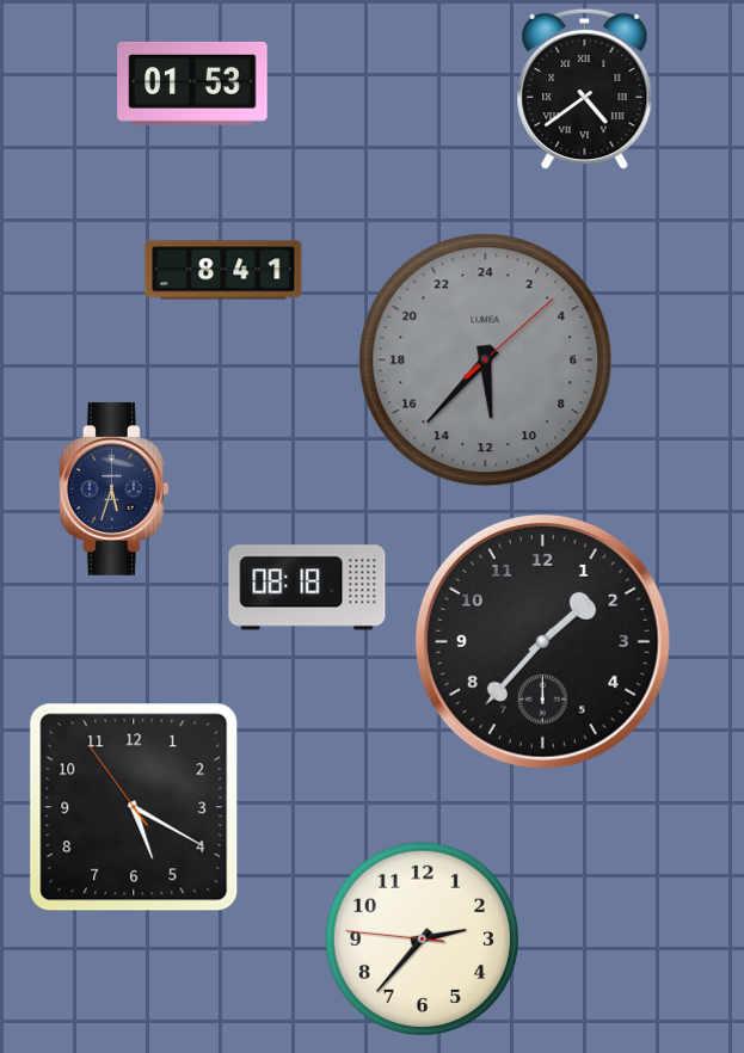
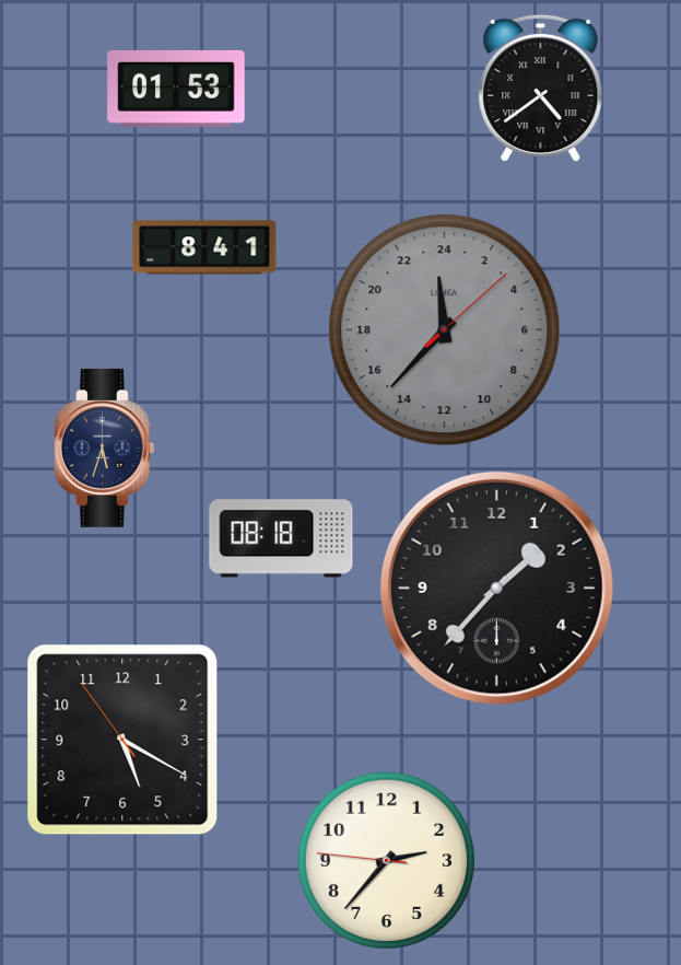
clock at (192, 84) position: (192, 84) -> (176, 89)
clock at (585, 90) position: (585, 90) -> (541, 89)
clock at (486, 361): 11:37 -> 23:37
